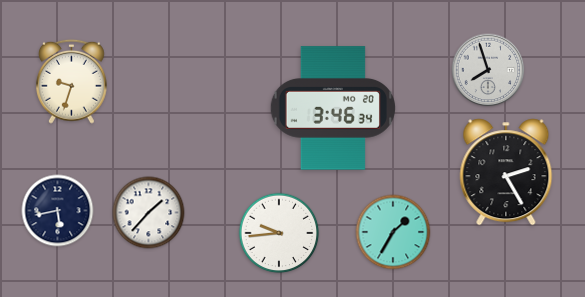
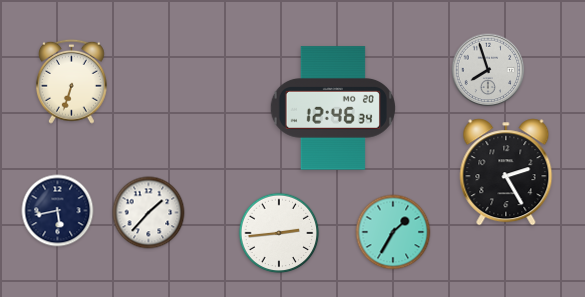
clock at (71, 81): 9:33 -> 6:33
clock at (332, 108): 3:46 -> 12:46
clock at (279, 233): 9:44 -> 2:44
